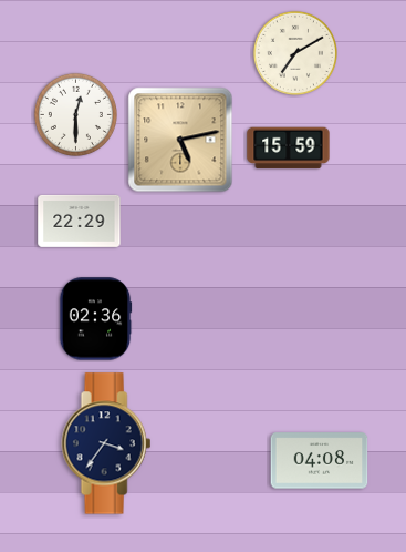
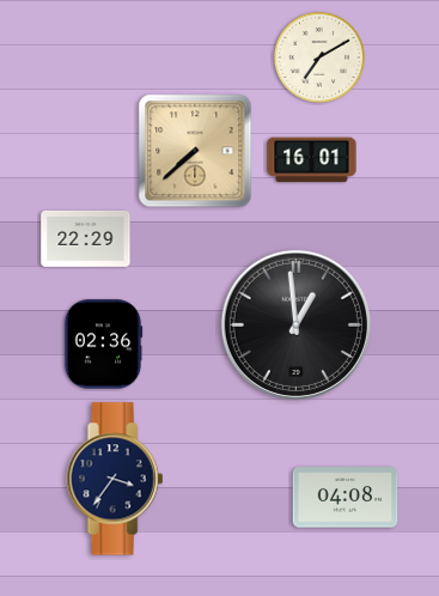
clock at (75, 114): 12:30 -> none
clock at (180, 140): 5:13 -> 7:38
clock at (289, 149): 15:59 -> 16:01
clock at (295, 324): none -> 12:59
